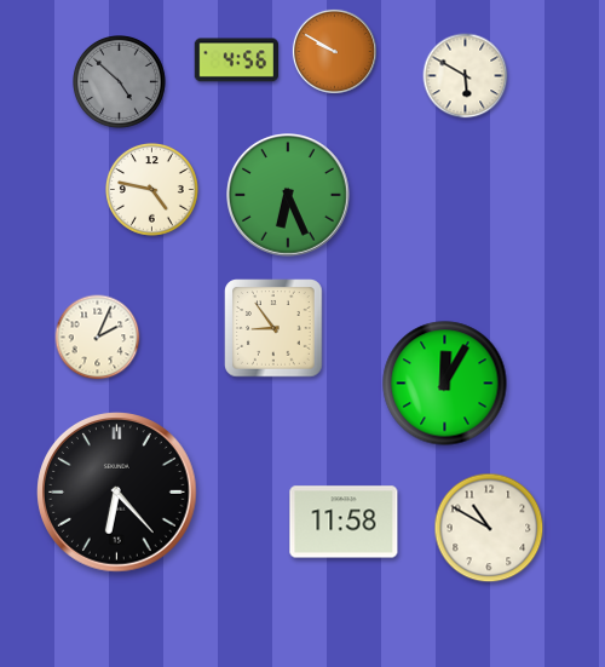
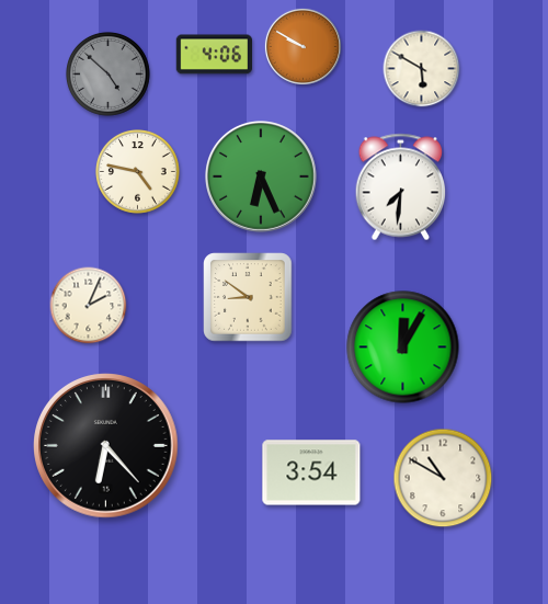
clock at (236, 61): 4:56 -> 4:06
clock at (401, 187): none -> 7:31
clock at (273, 328): 8:54 -> 8:51
clock at (344, 522): 11:58 -> 3:54
